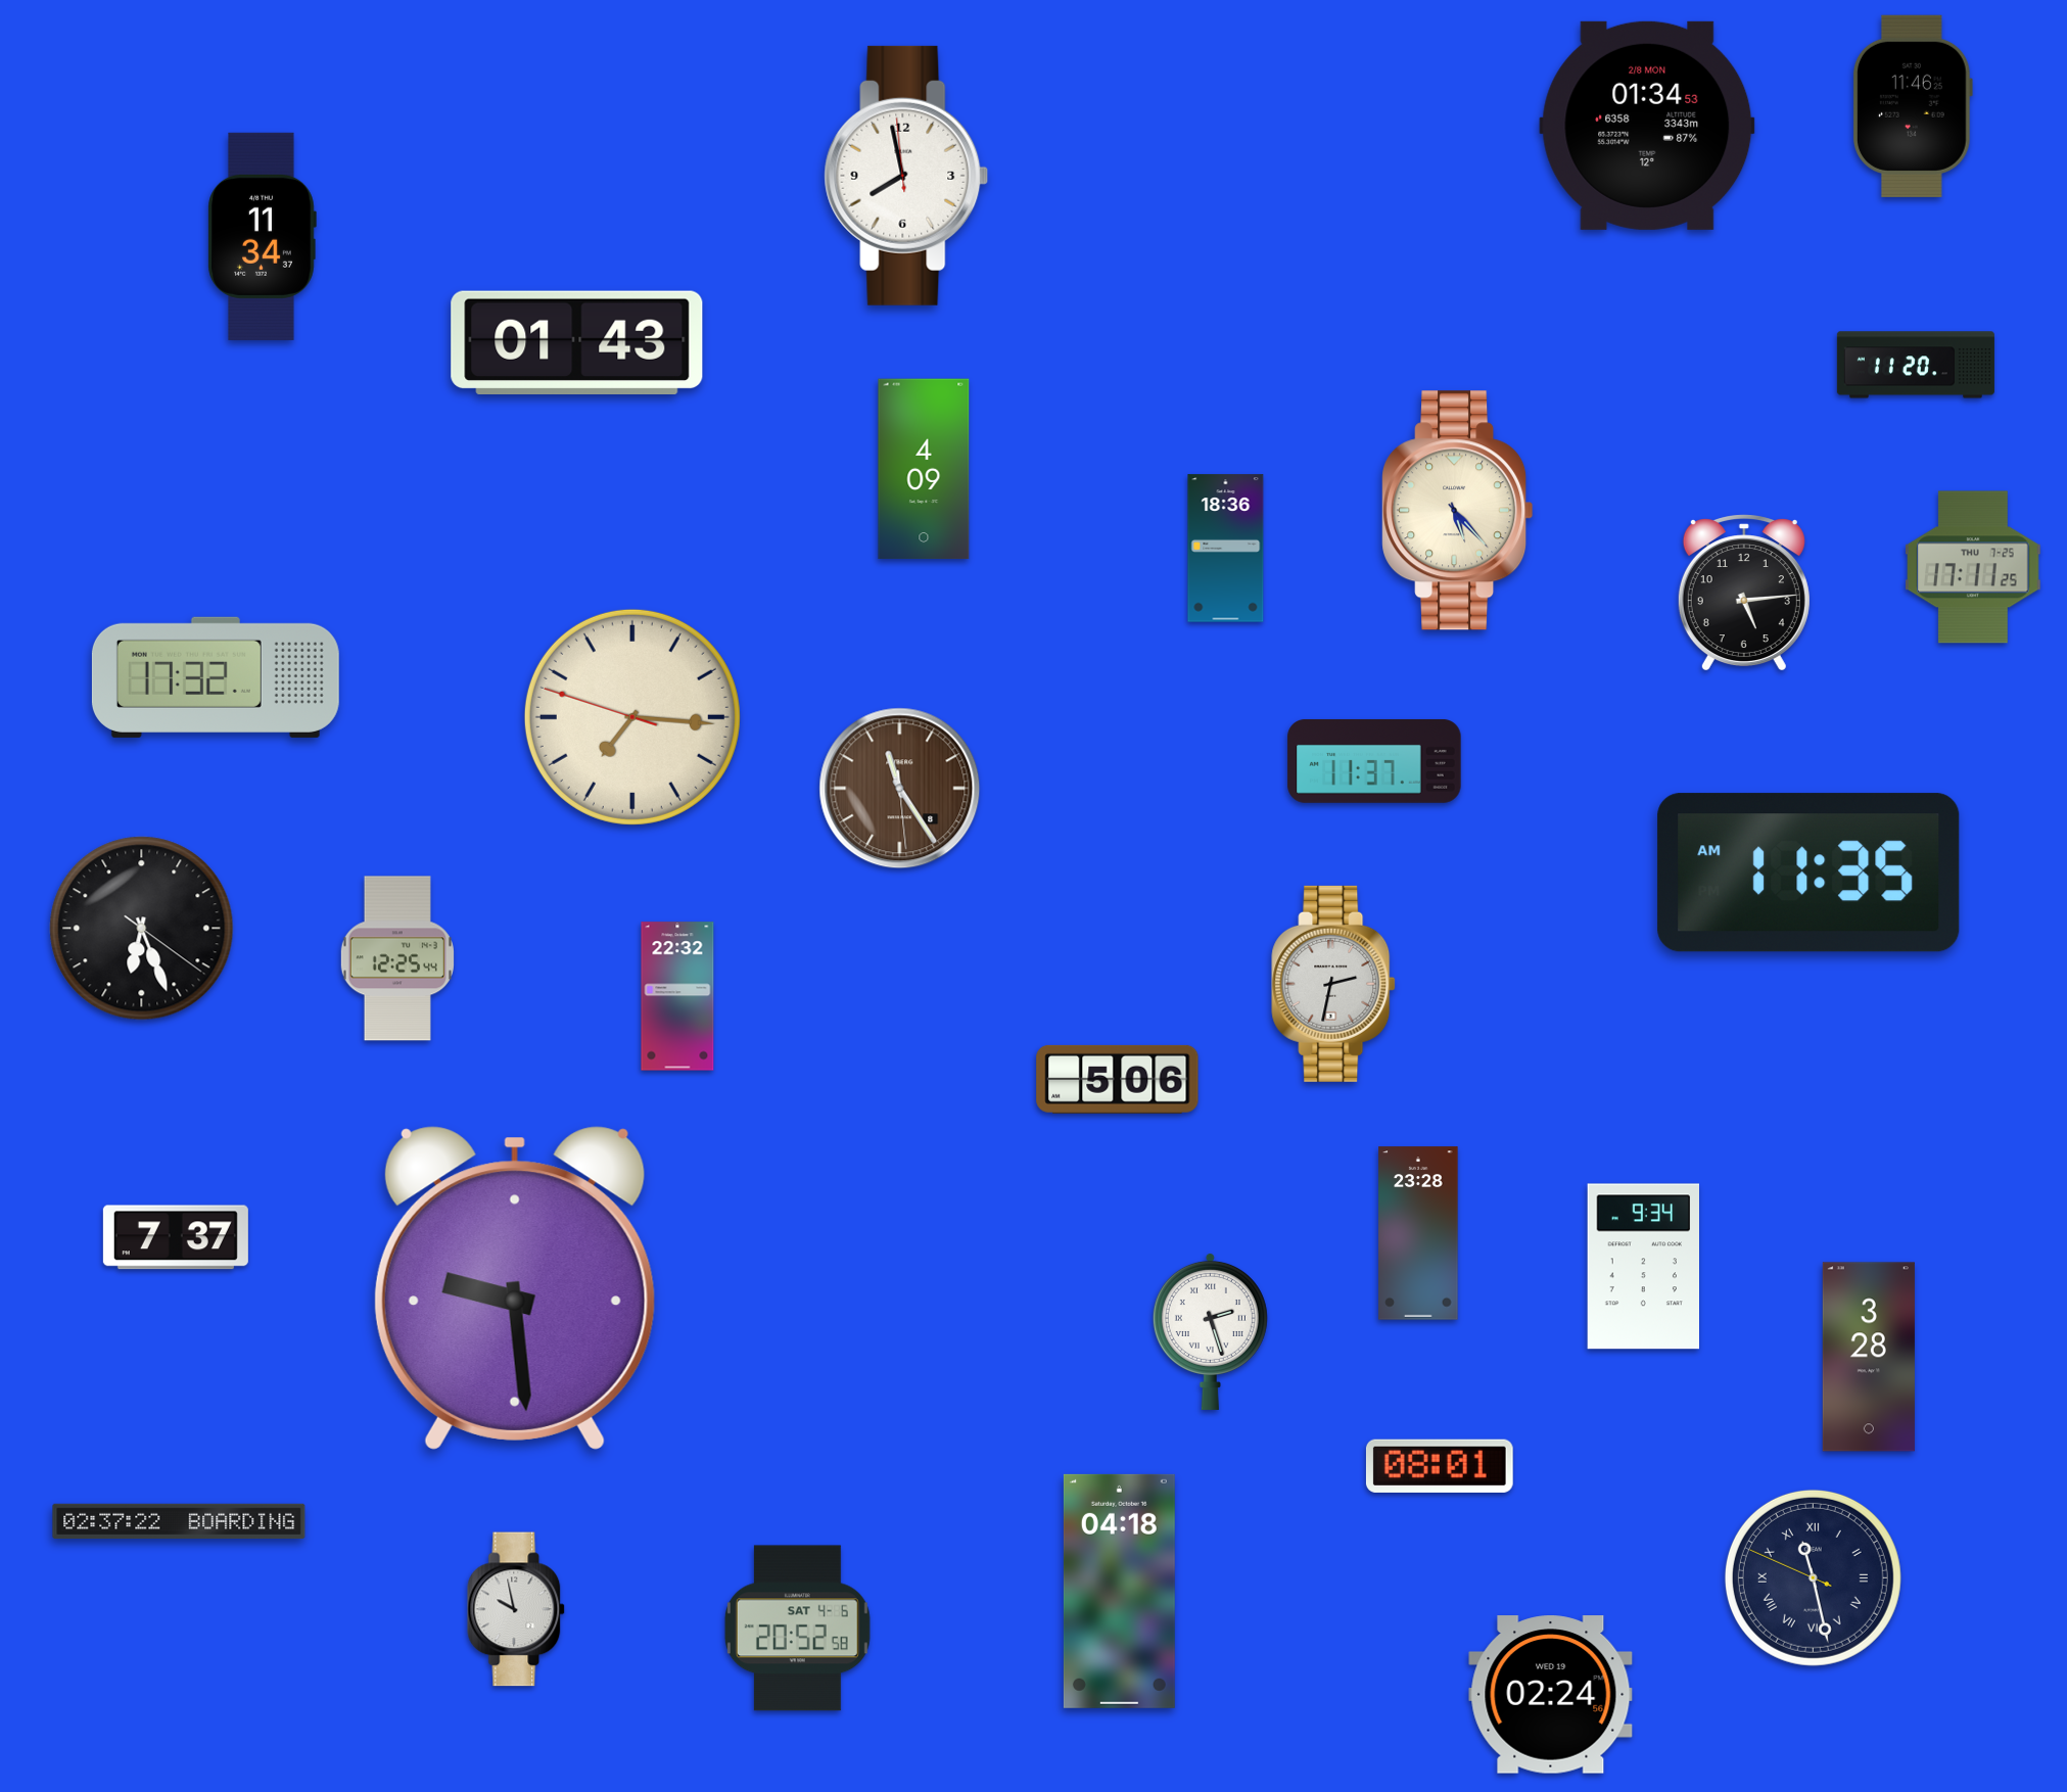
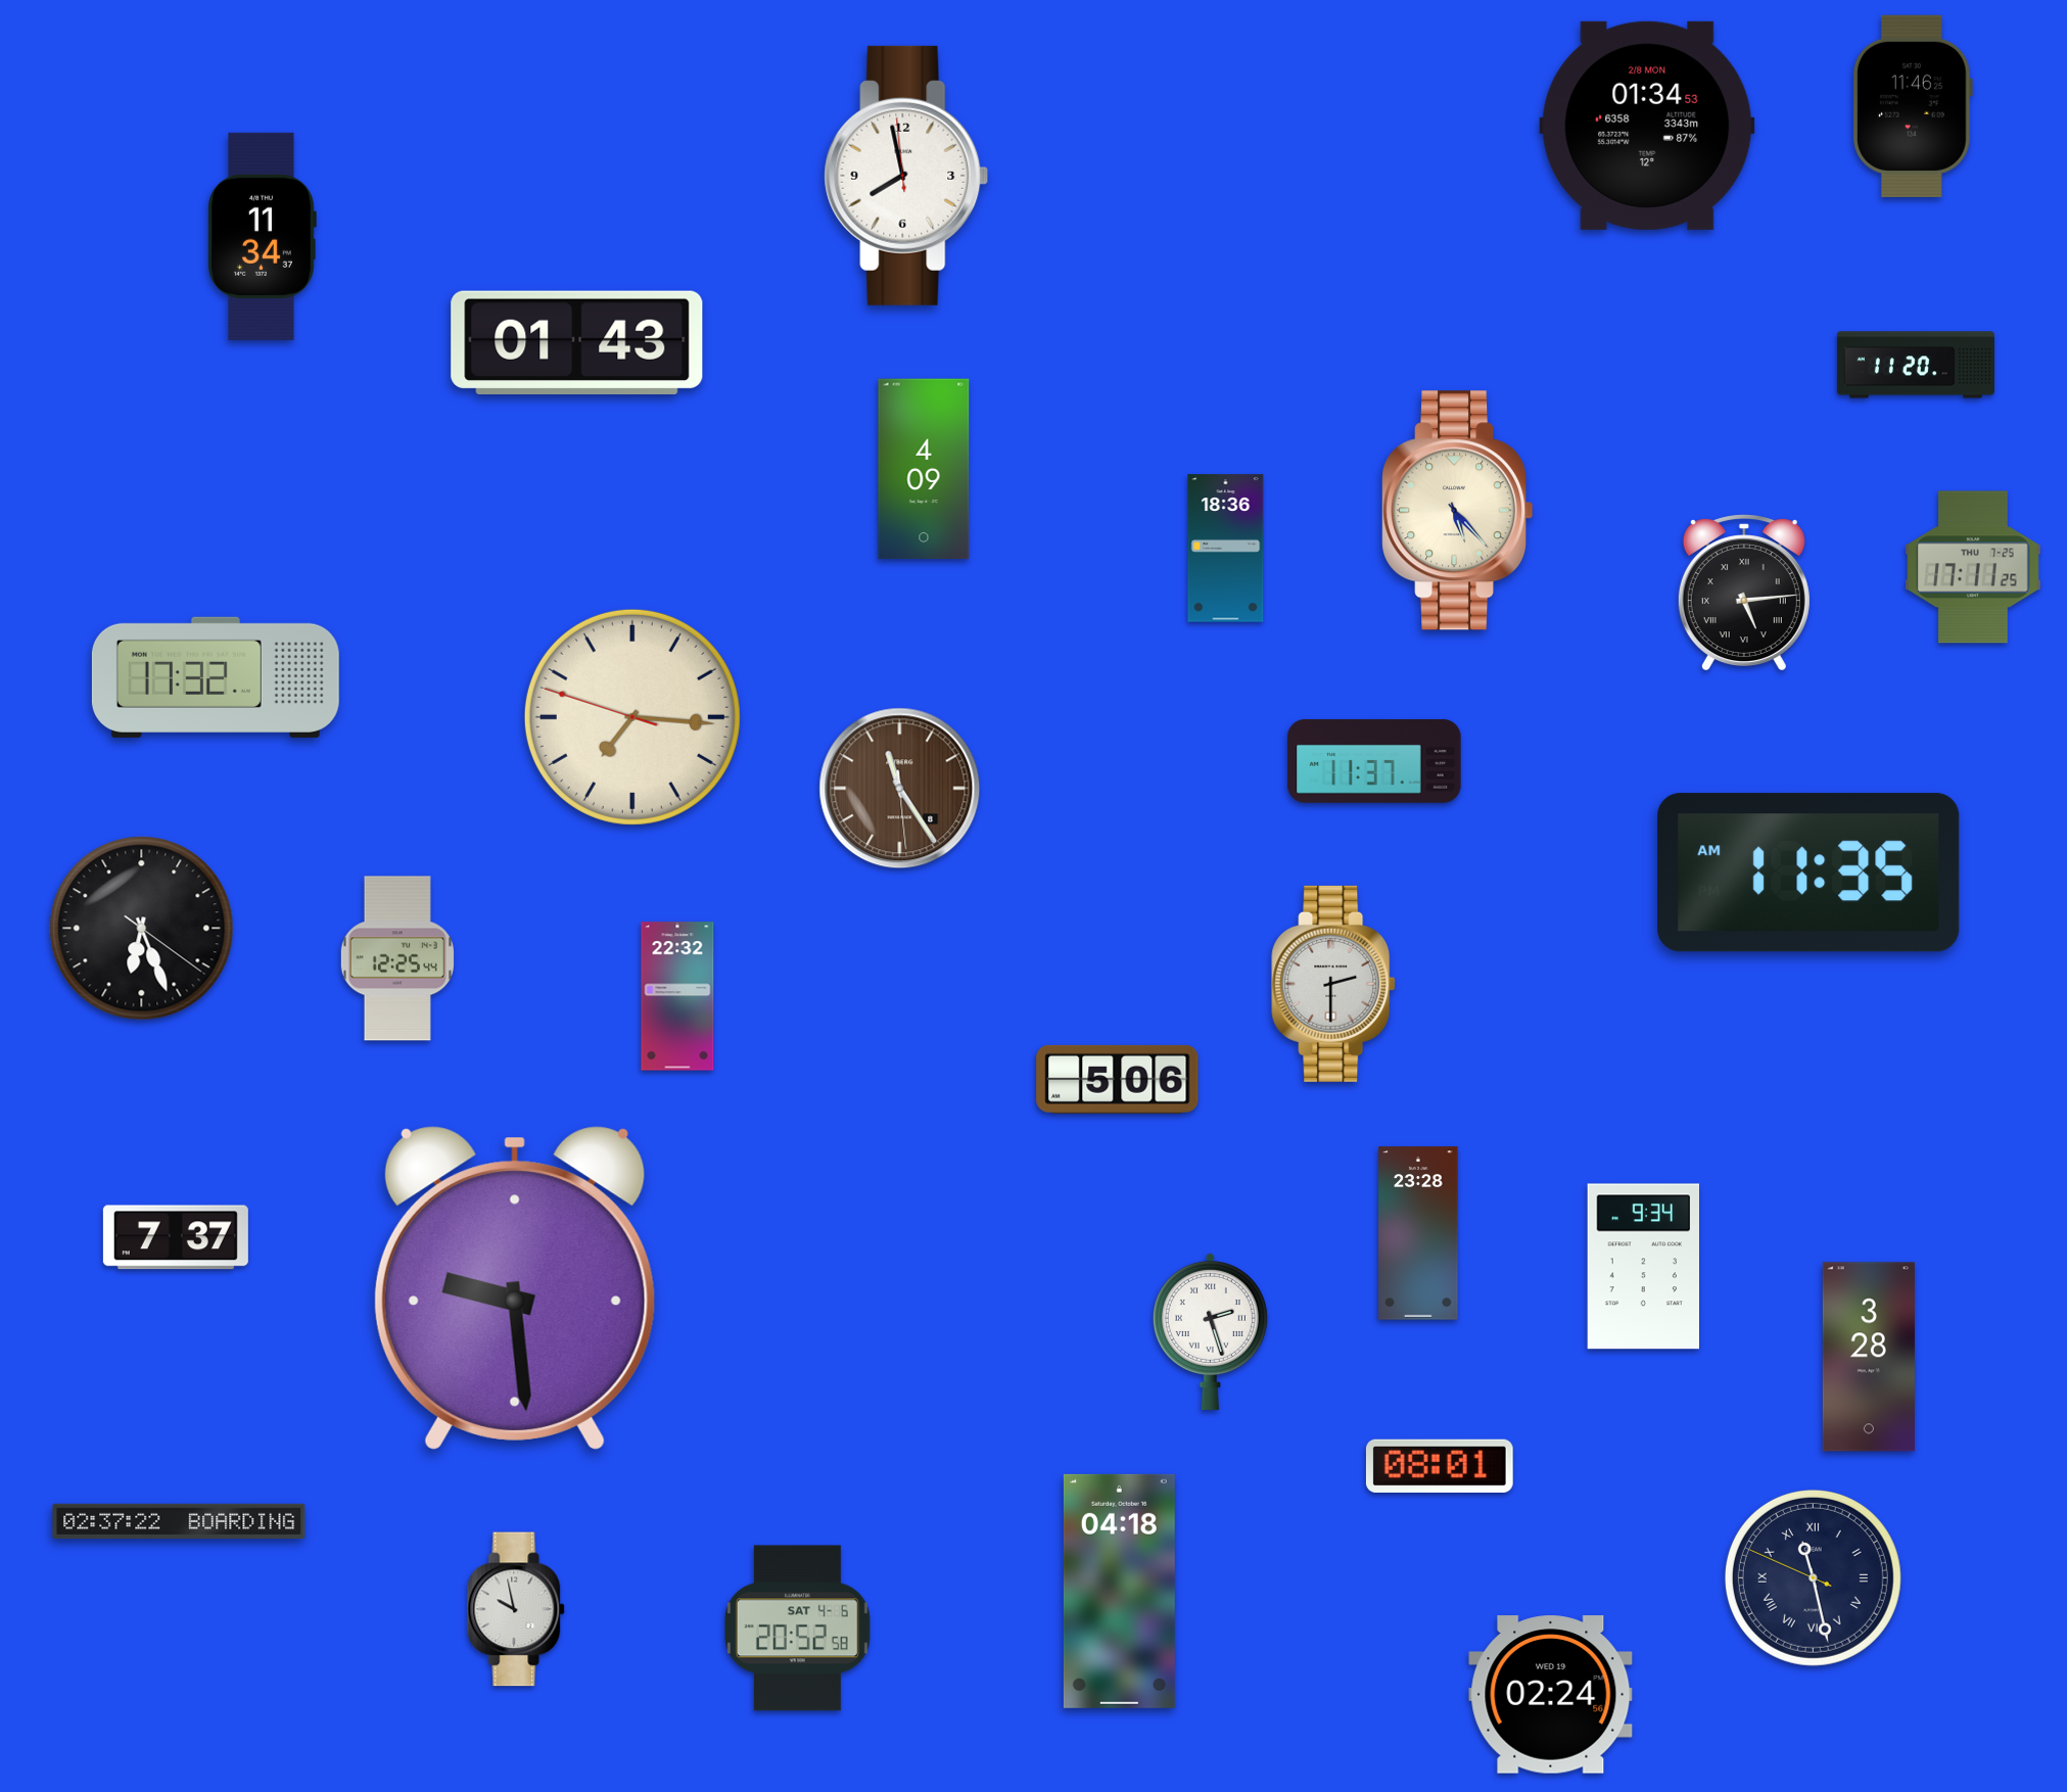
clock at (1744, 593) numerals: Arabic -> Roman
clock at (1333, 984): 2:32 -> 2:30
